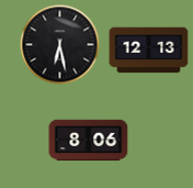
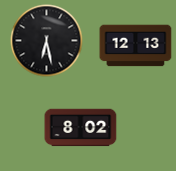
clock at (60, 45) position: (60, 45) -> (47, 41)
clock at (89, 141): 8:06 -> 8:02
